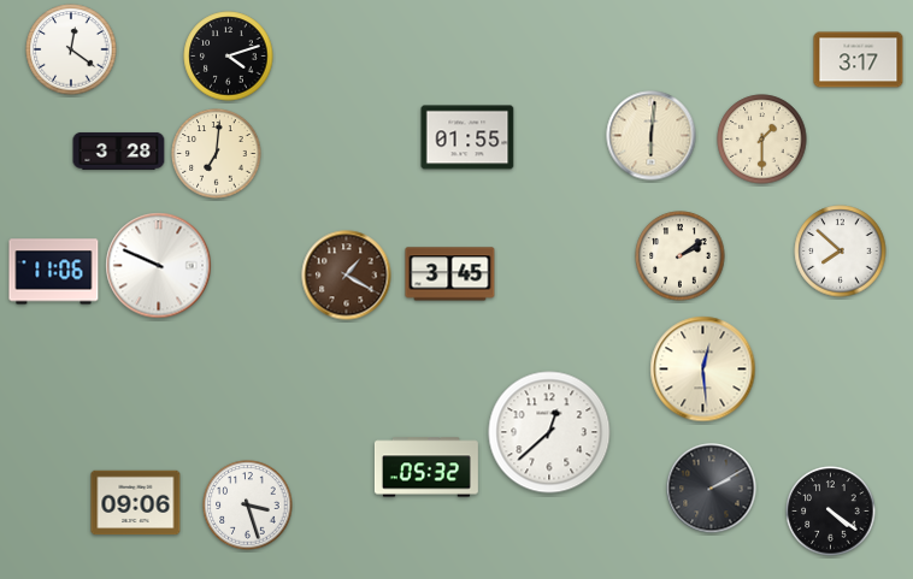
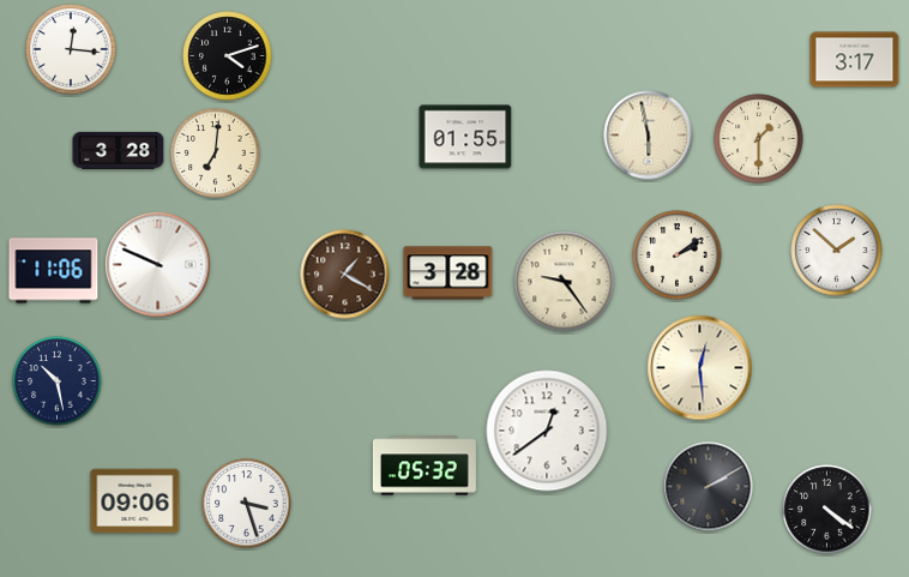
clock at (71, 49): 12:21 -> 12:16
clock at (652, 136): 6:01 -> 5:58
clock at (841, 252): 7:52 -> 1:52
clock at (450, 274): 3:45 -> 3:28
clock at (565, 282): none -> 9:24
clock at (58, 381): none -> 10:28
clock at (549, 432): 12:38 -> 12:39
